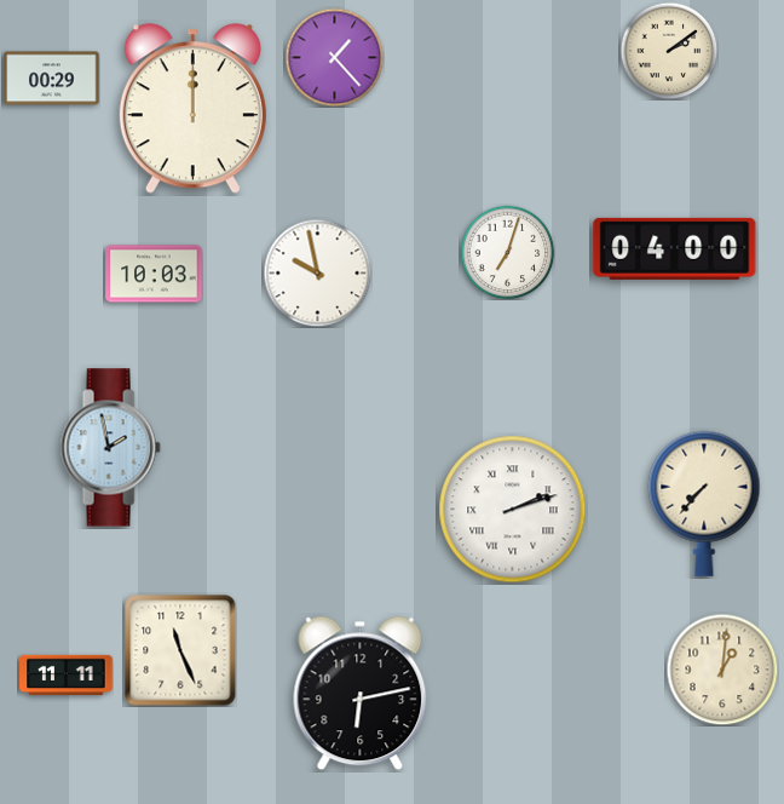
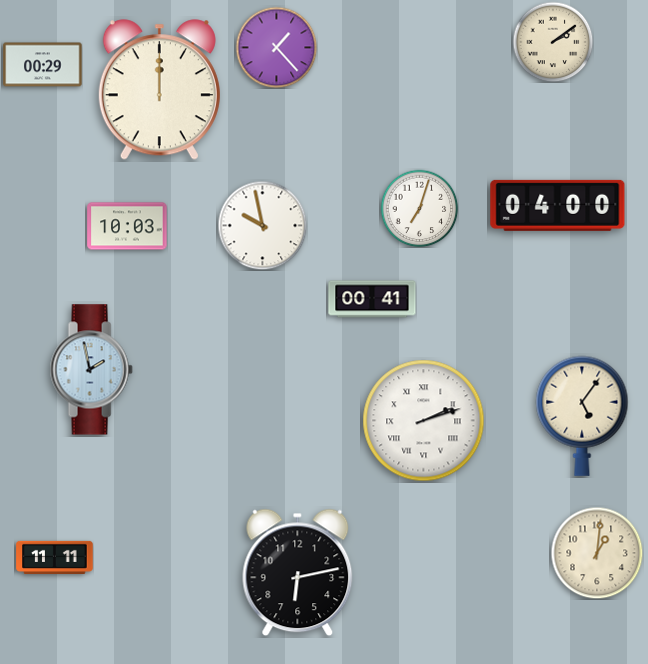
clock at (372, 299): none -> 00:41
clock at (704, 504): 7:37 -> 5:06
clock at (180, 650): 11:26 -> none
